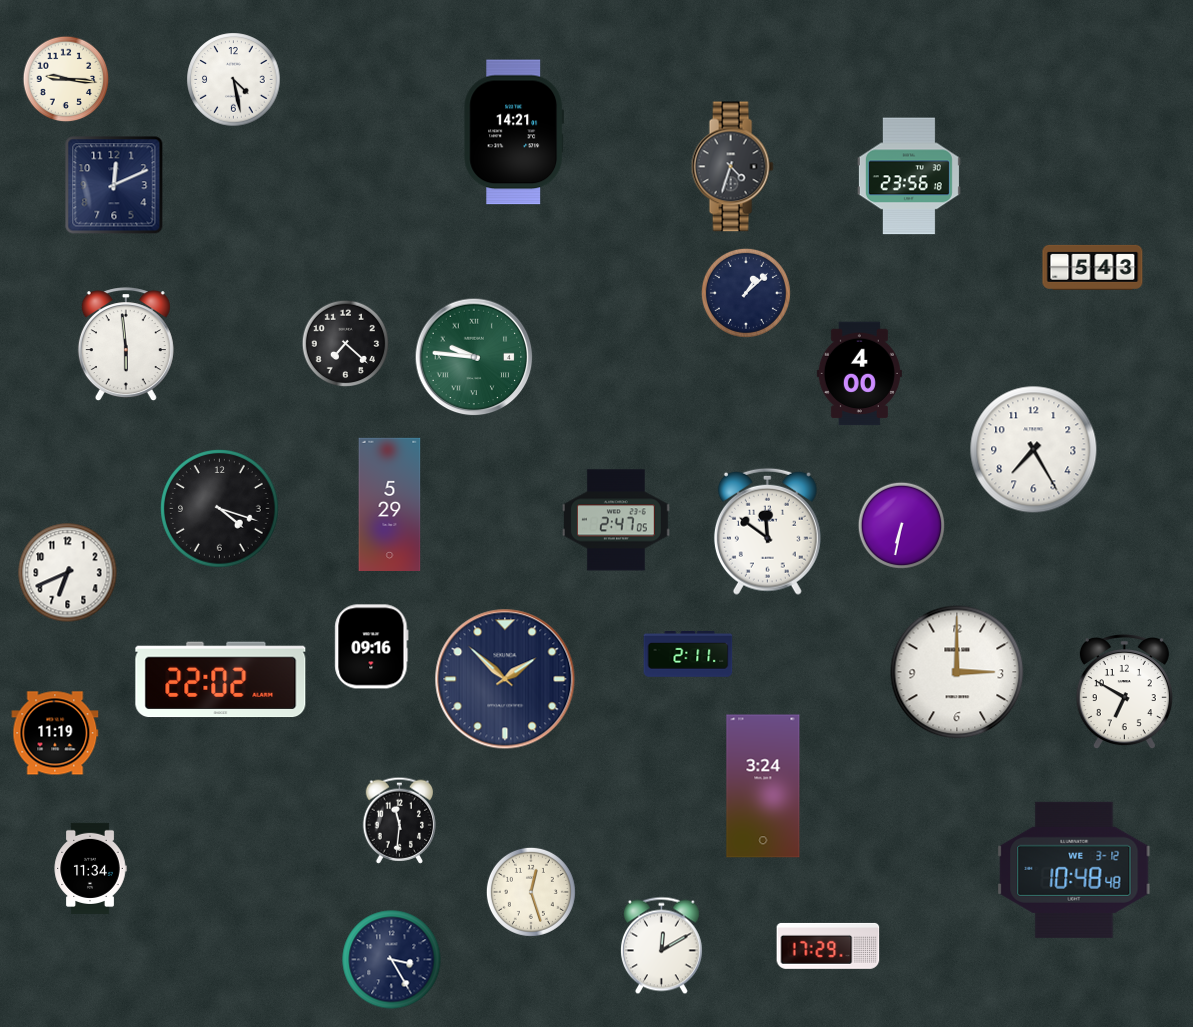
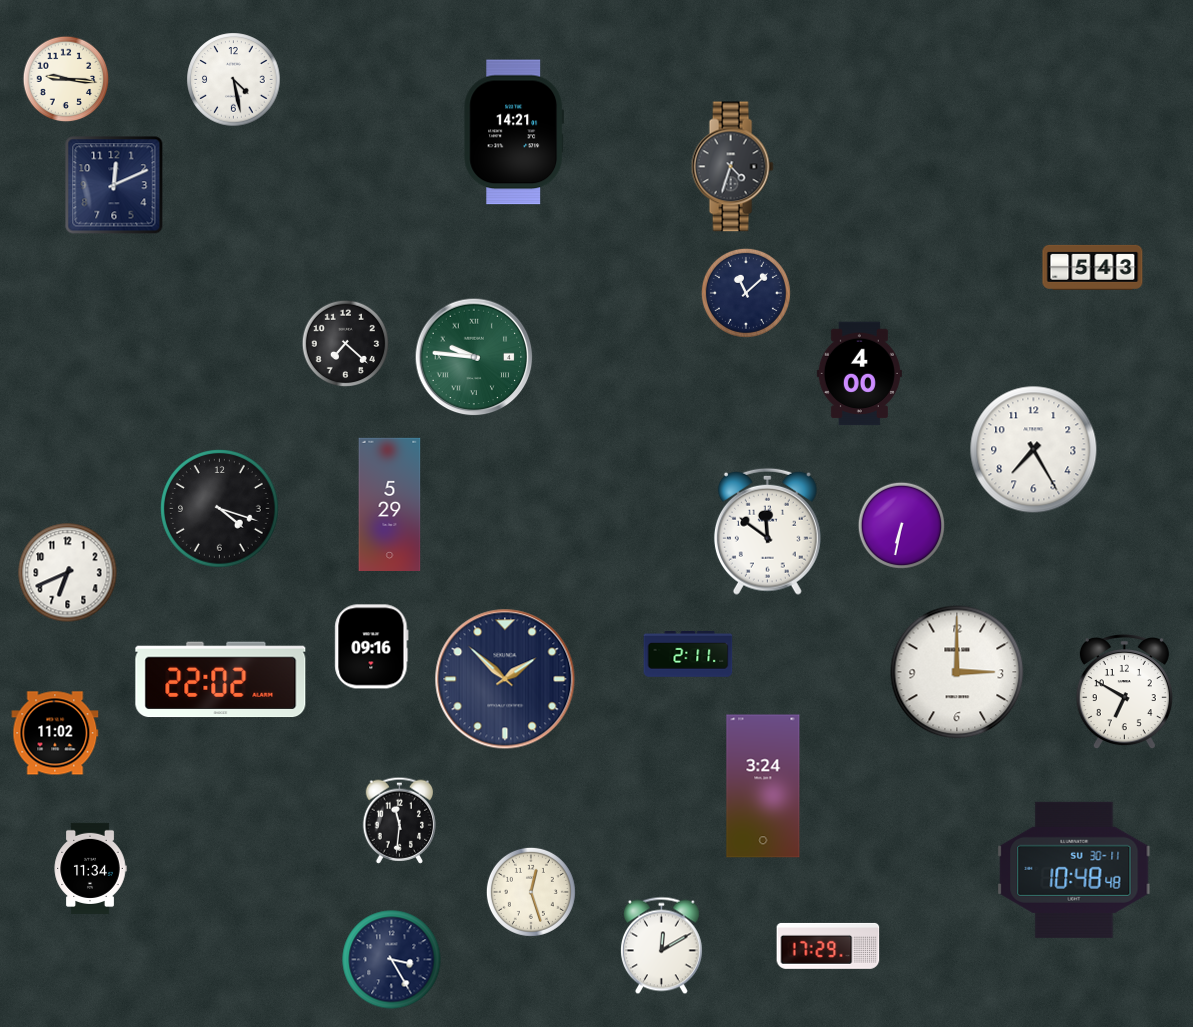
clock at (909, 176): 23:56 -> none
clock at (746, 293): 1:08 -> 11:08
clock at (126, 345): 5:59 -> none
clock at (617, 520): 2:47 -> none
clock at (55, 733): 11:19 -> 11:02
clock at (1074, 870) date: WE 3-12 -> SU 30-11
